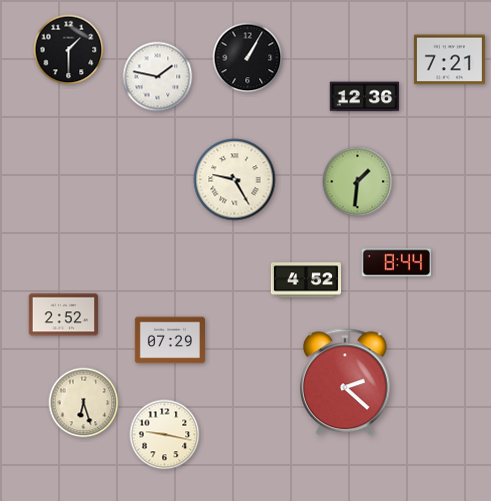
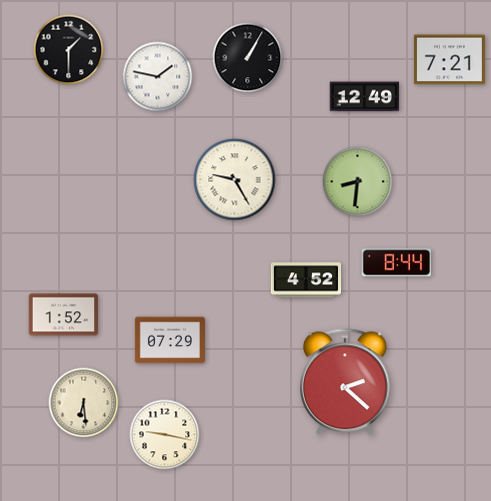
clock at (365, 97): 12:36 -> 12:49
clock at (358, 182): 1:31 -> 8:31
clock at (64, 315): 2:52 -> 1:52
clock at (84, 403): 6:27 -> 6:29
